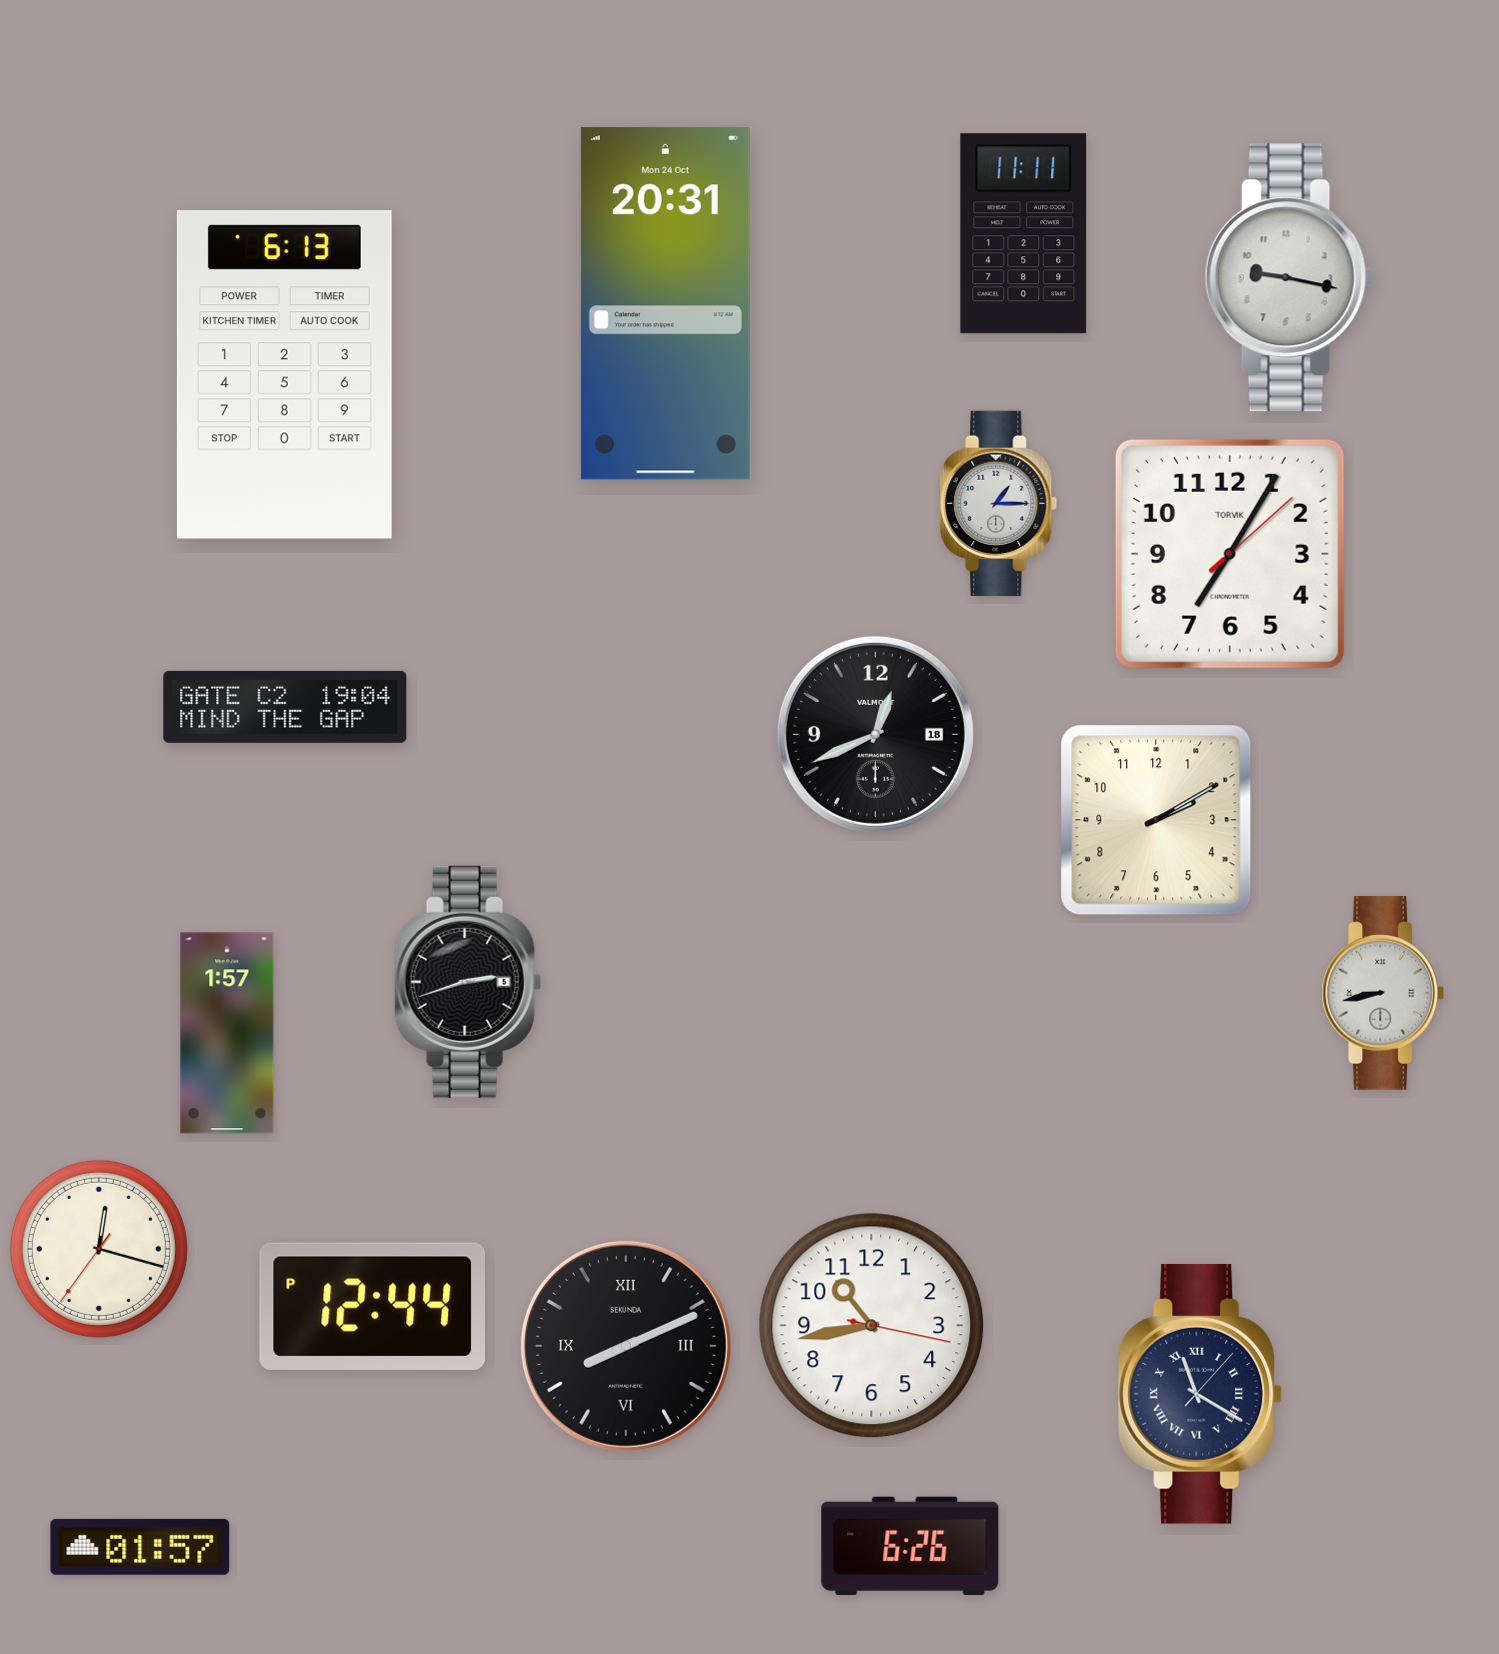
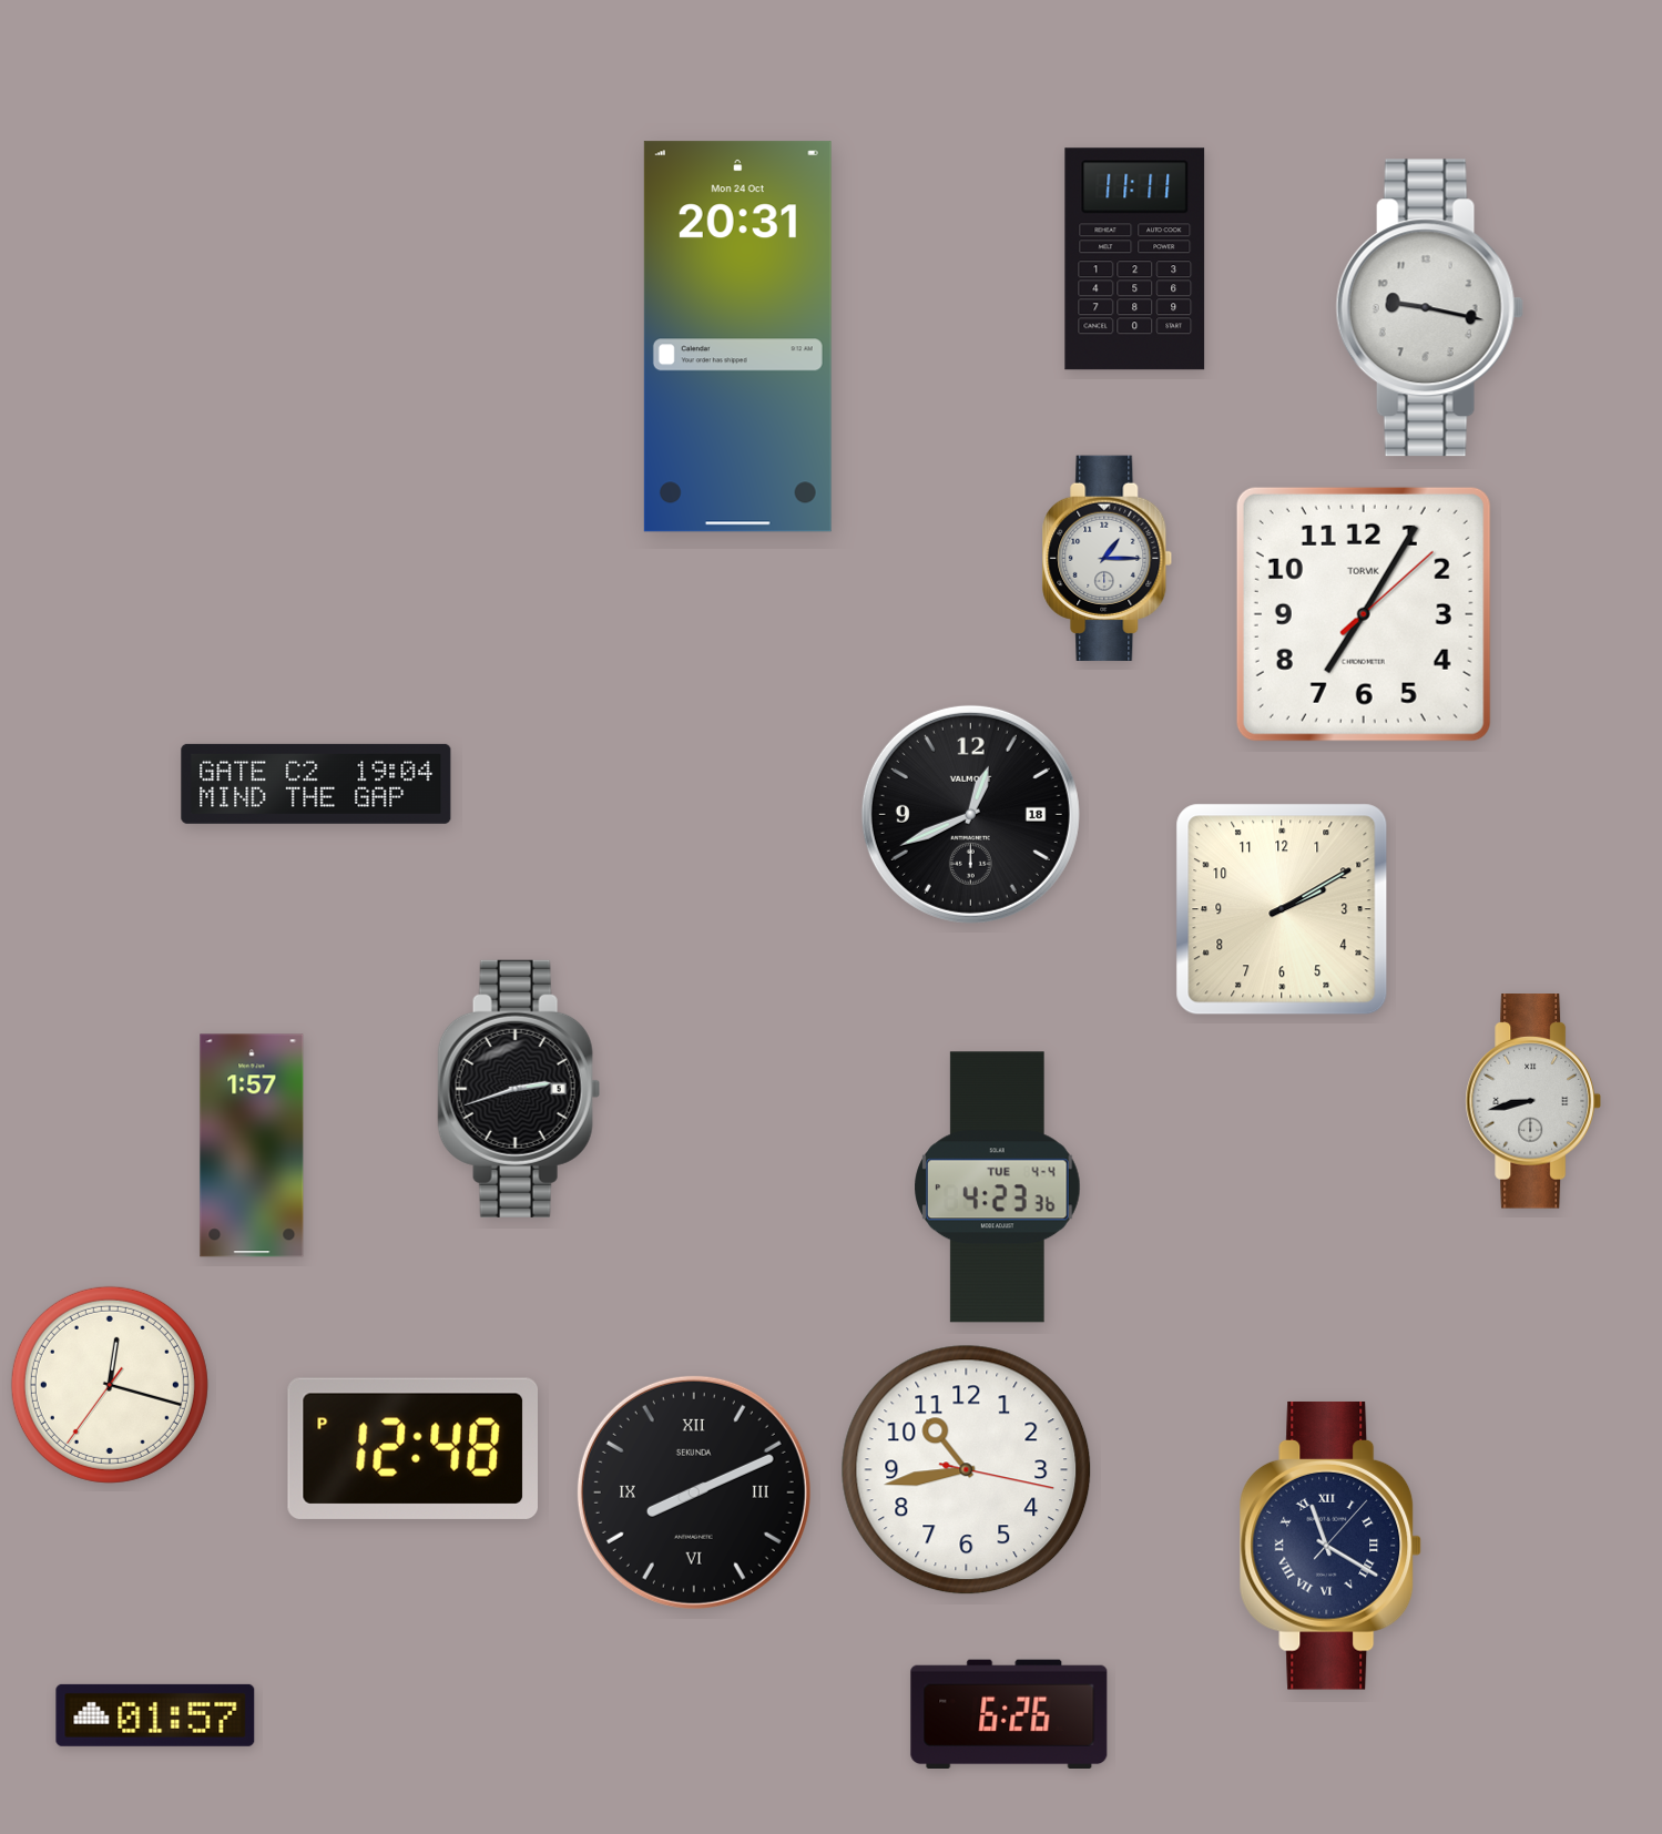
clock at (284, 375): 6:13 -> none
clock at (998, 1188): none -> 4:23
clock at (372, 1306): 12:44 -> 12:48
